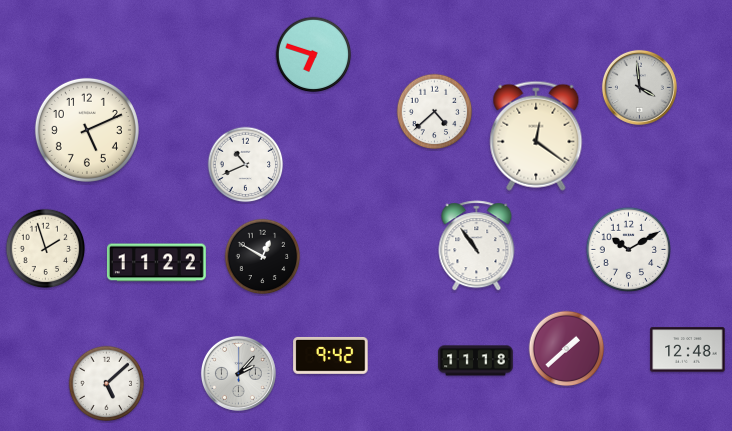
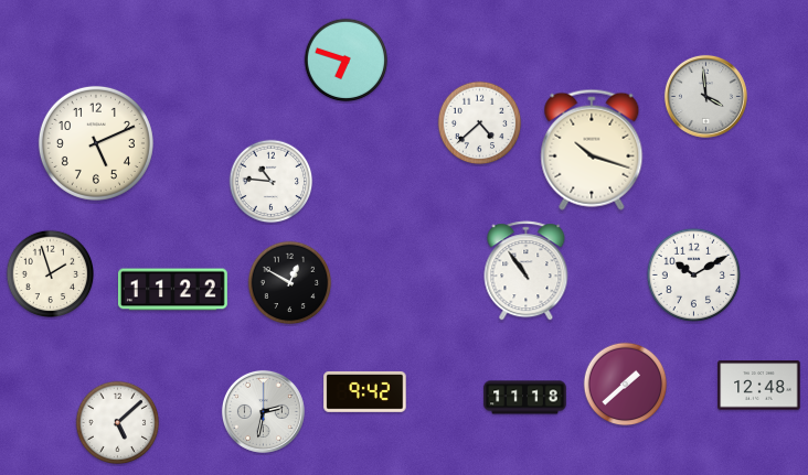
clock at (536, 136): 12:21 -> 10:18
clock at (246, 165): 10:41 -> 10:46
clock at (238, 373): 2:07 -> 2:32
